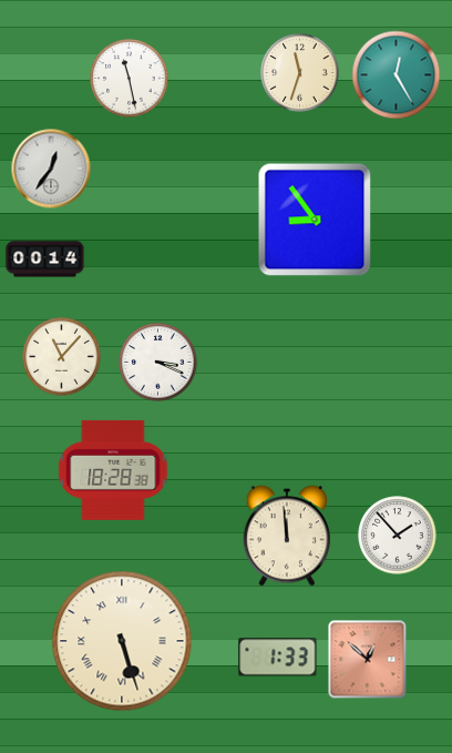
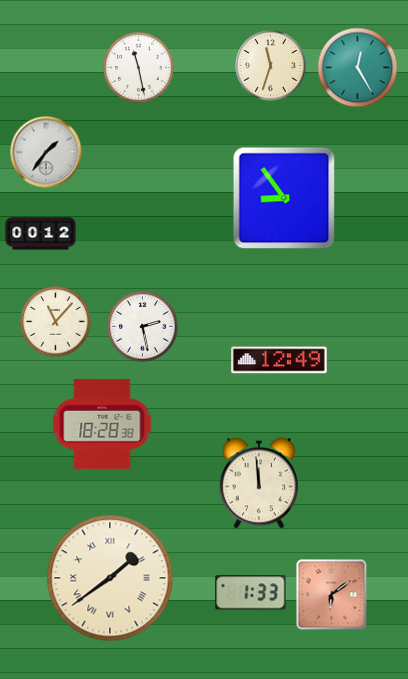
clock at (130, 79) position: (130, 79) -> (139, 68)
clock at (51, 169): 12:36 -> 1:36
clock at (45, 260): 00:14 -> 00:12
clock at (158, 363): 3:19 -> 2:28
clock at (279, 360): none -> 12:49
clock at (398, 536): 1:53 -> none
clock at (122, 641): 5:27 -> 1:39
clock at (368, 660): 12:52 -> 6:09
